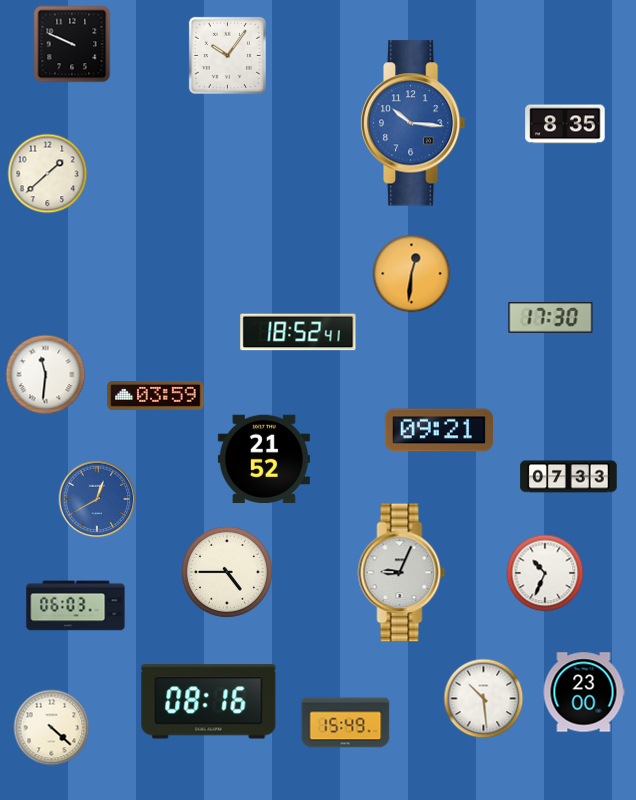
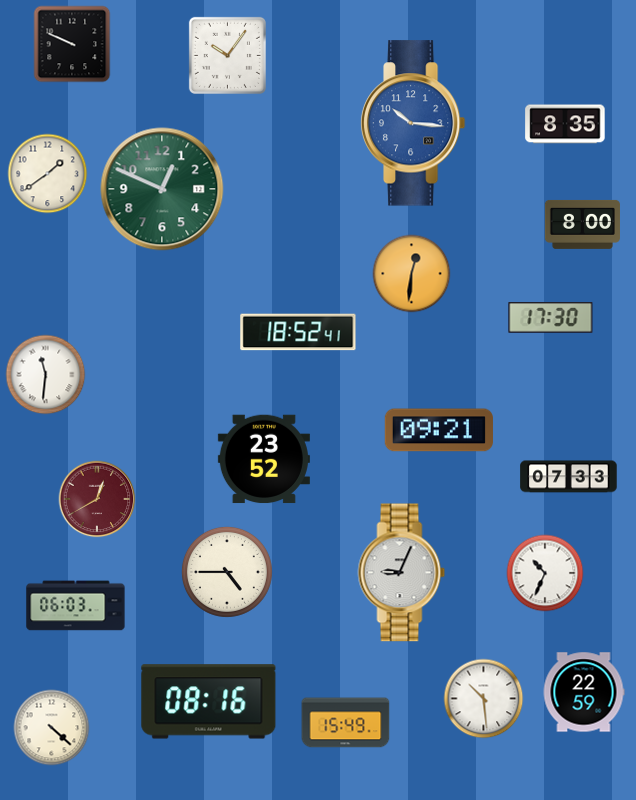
clock at (48, 174): 1:38 -> 1:39
clock at (162, 189): none -> 12:49
clock at (582, 224): none -> 8:00
clock at (156, 395): 03:59 -> none
clock at (264, 459): 21:52 -> 23:52
clock at (97, 499) dial: blue -> burgundy
clock at (584, 692): 23:00 -> 22:59
